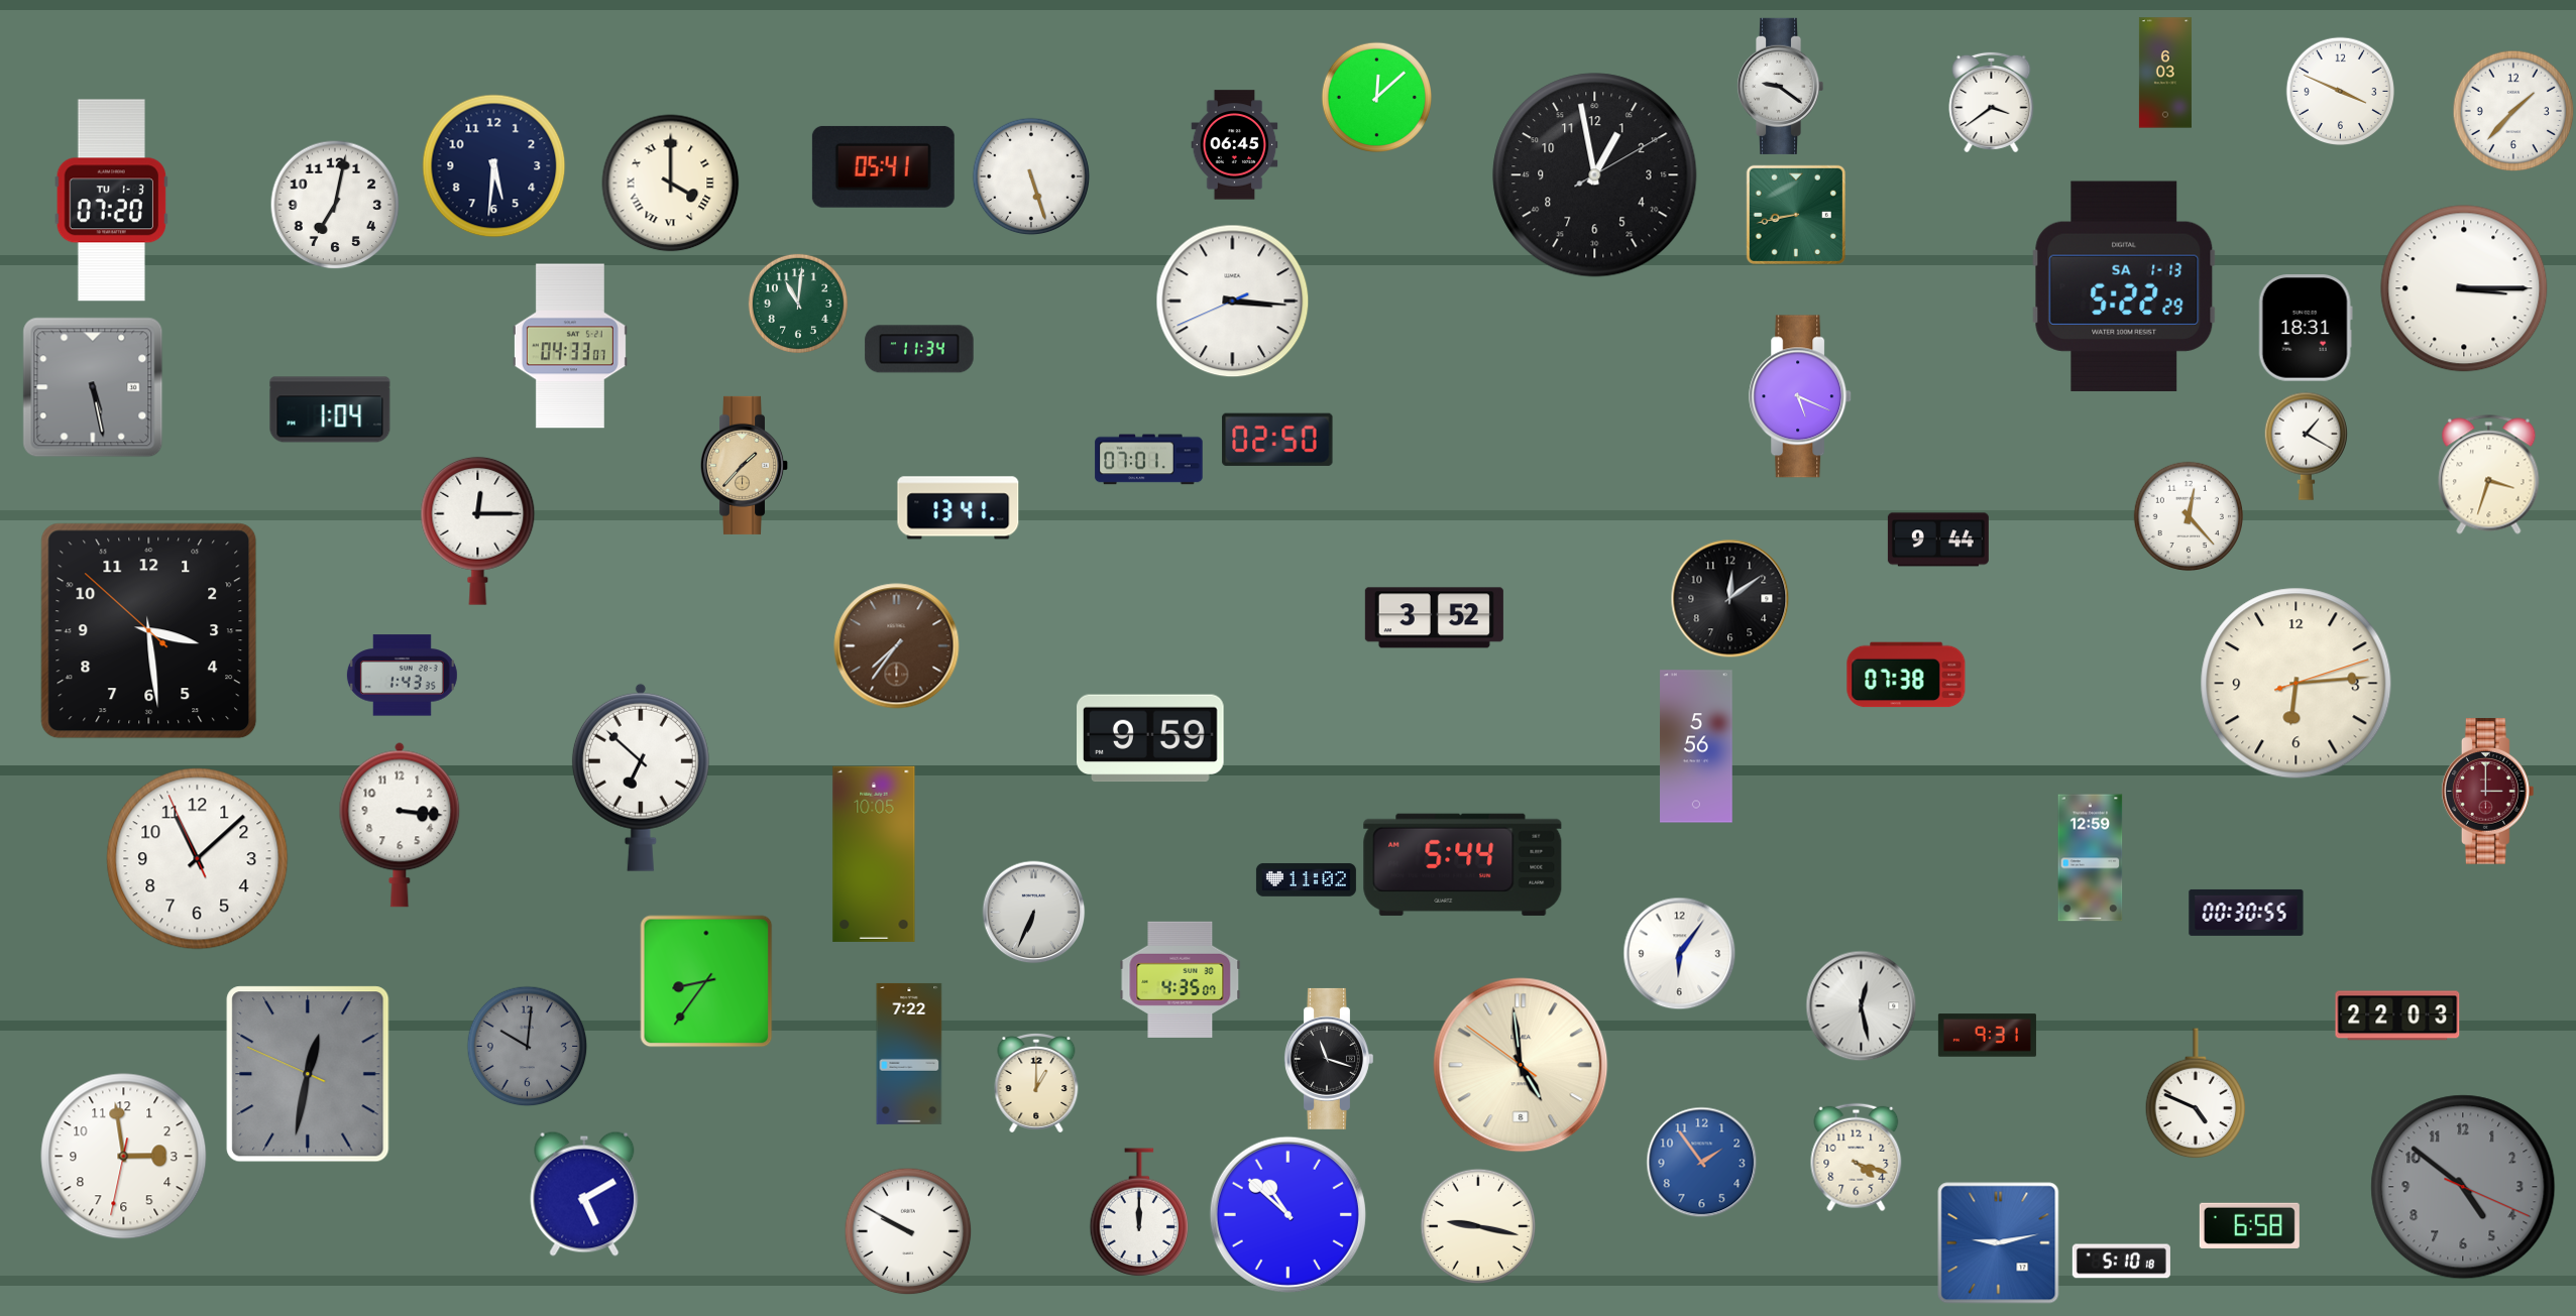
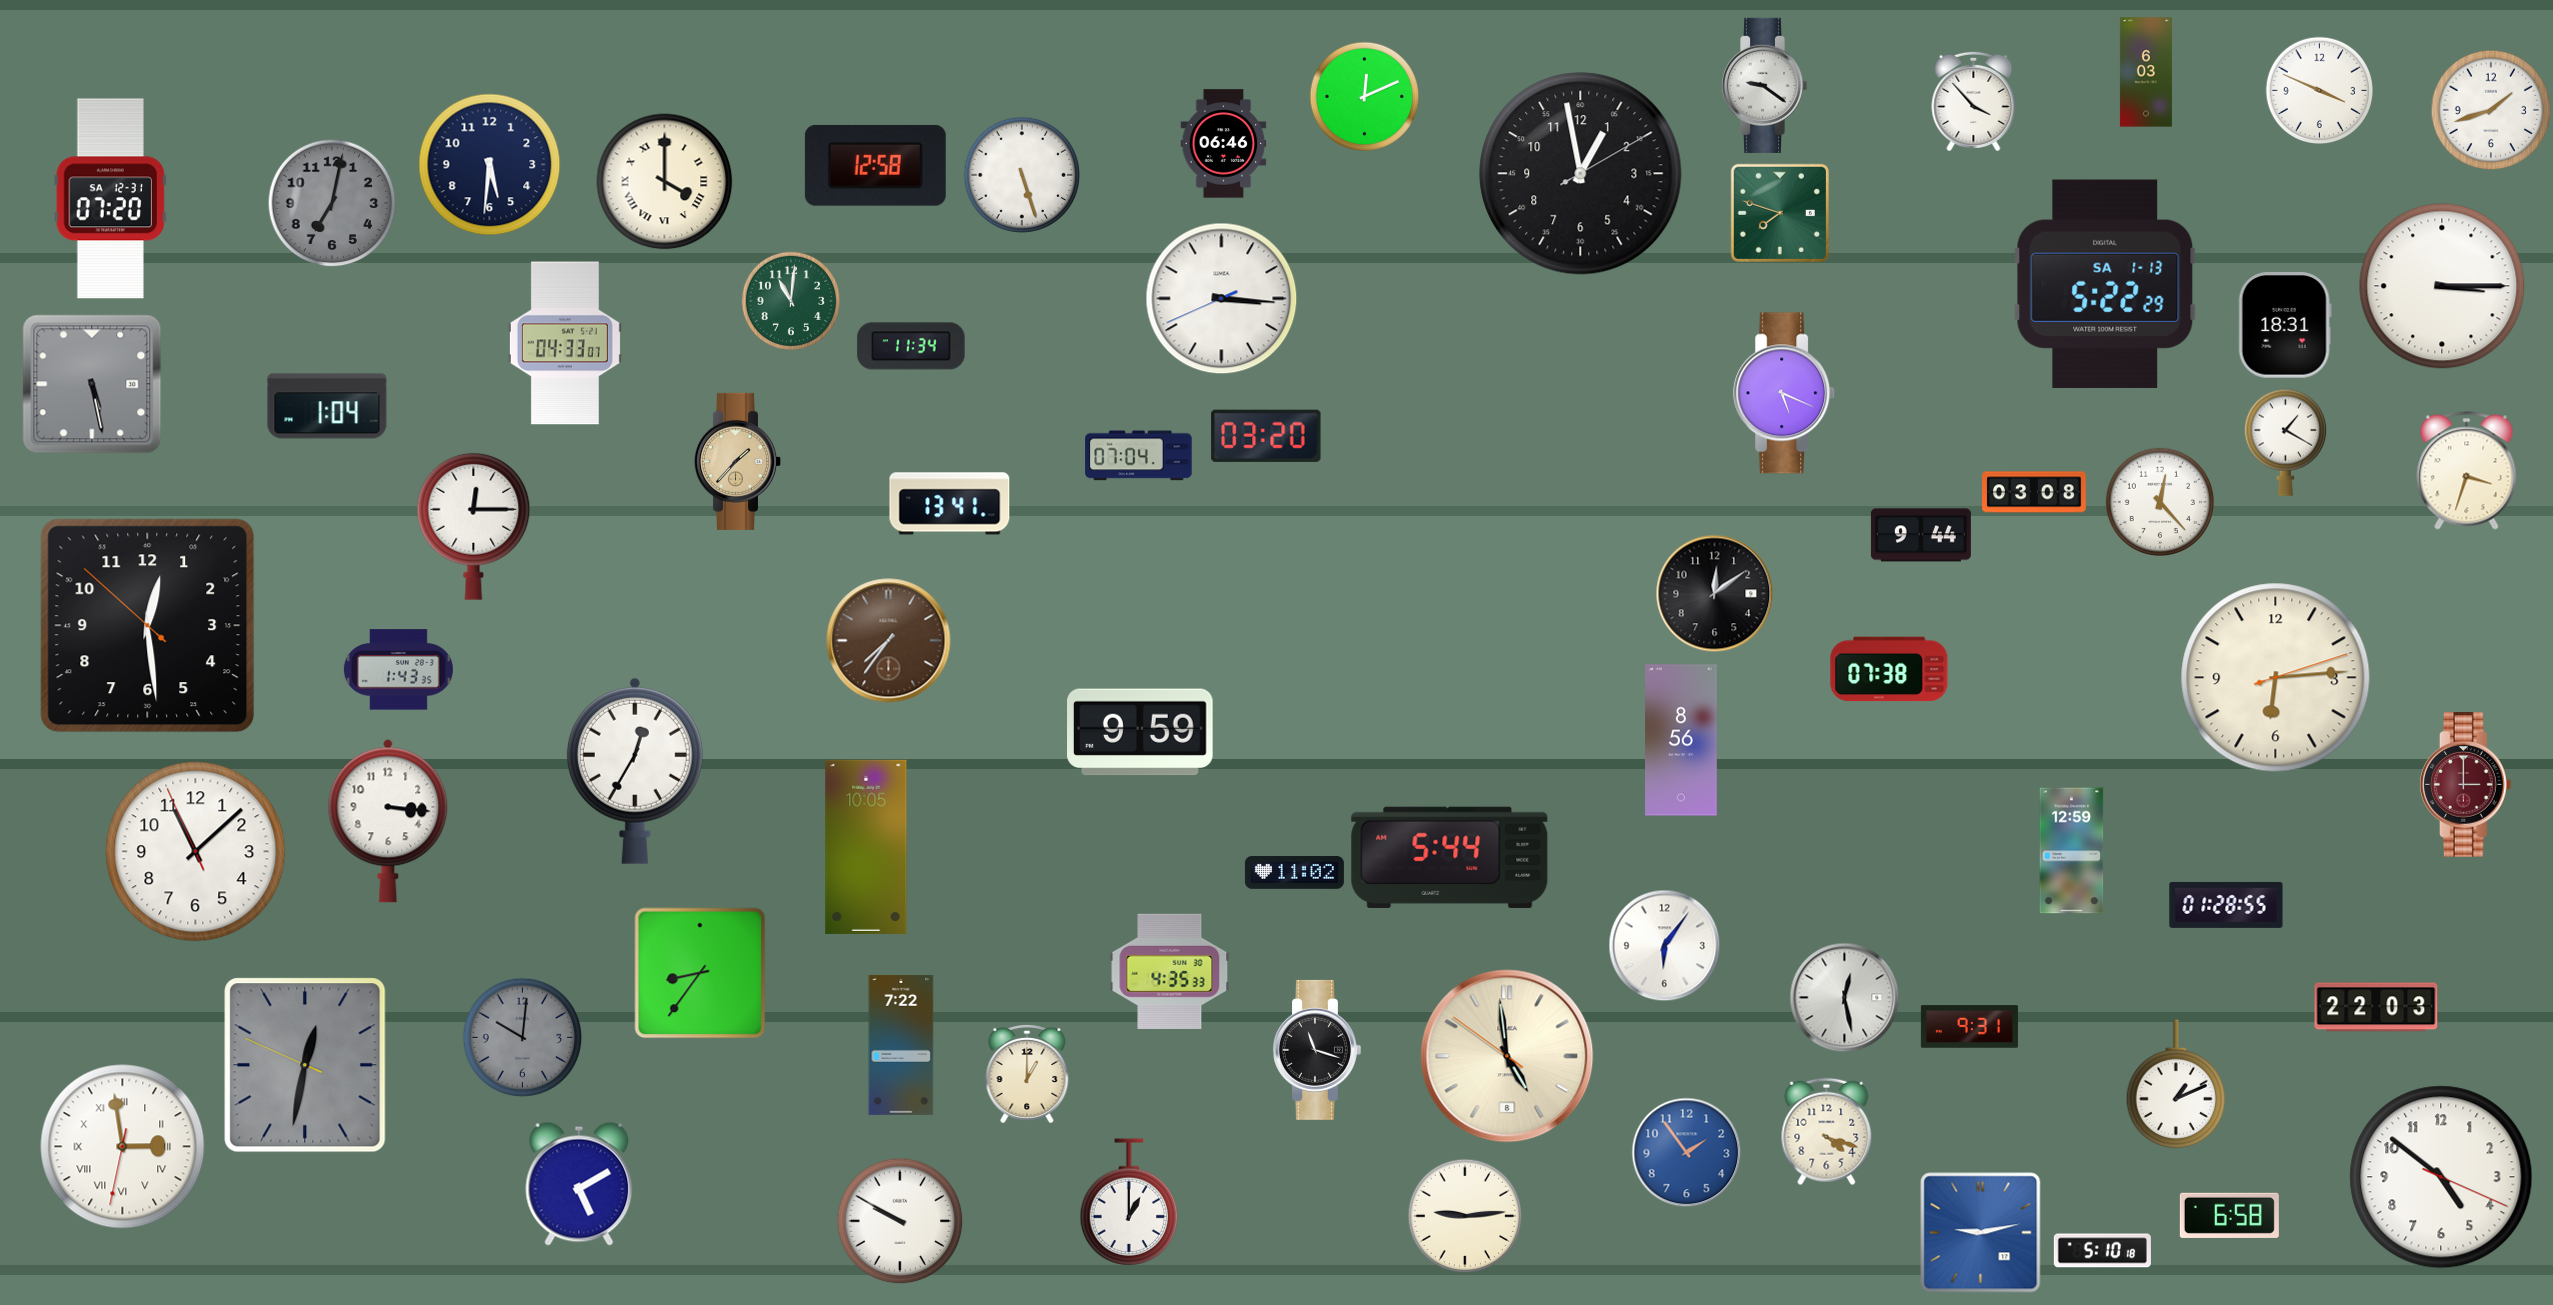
clock at (1376, 97): 12:08 -> 12:11
clock at (1992, 102): 3:39 -> 3:53
clock at (2513, 111): 1:37 -> 1:42
clock at (1235, 145): 06:45 -> 06:46
clock at (883, 166): 05:41 -> 12:58
clock at (112, 201) date: TU 1-3 -> SA 12-31
clock at (335, 205) dial: white -> grey
clock at (1796, 215): 8:43 -> 7:48
clock at (1277, 440): 02:50 -> 03:20
clock at (1149, 460): 07:01 -> 07:04
clock at (2034, 492): none -> 03:08
clock at (2188, 515) position: (2188, 515) -> (2159, 501)
clock at (1434, 618): 3:52 -> none
clock at (149, 631): 3:28 -> 12:28
clock at (1696, 746): 5:56 -> 8:56
clock at (641, 777): 6:52 -> 12:35
clock at (400, 825) position: (400, 825) -> (388, 821)
clock at (1034, 913): 6:34 -> none
clock at (2246, 913): 00:30 -> 01:28
clock at (1181, 979): 4:35:07 -> 4:35:33
clock at (2196, 1094): 4:49 -> 1:11
clock at (124, 1157) numerals: Arabic -> Roman
clock at (1857, 1158) position: (1857, 1158) -> (1827, 1132)
clock at (2463, 1187) dial: grey -> white
clock at (1139, 1213): 12:00 -> 1:00
clock at (1287, 1214): 10:52 -> none
clock at (1478, 1226): 9:17 -> 9:14
